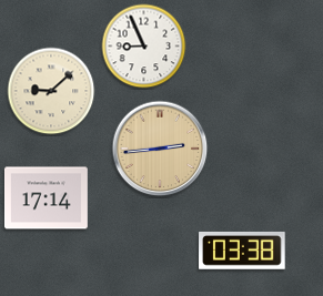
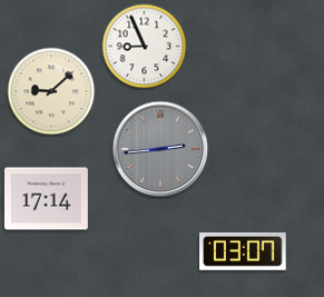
clock at (160, 149) dial: champagne -> grey
clock at (242, 251): 03:38 -> 03:07
